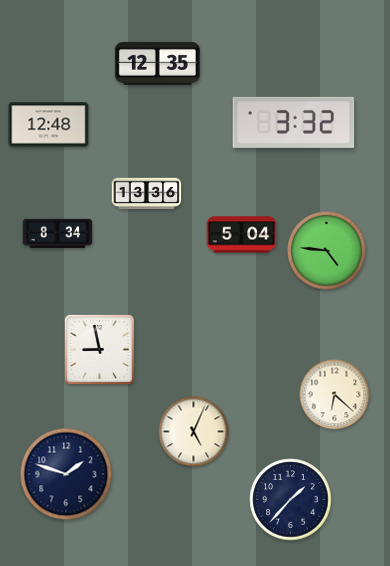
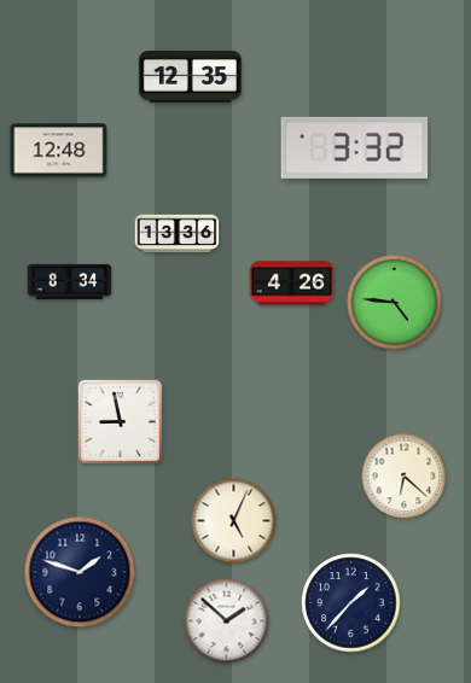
clock at (242, 235): 5:04 -> 4:26
clock at (227, 621): none -> 1:52
